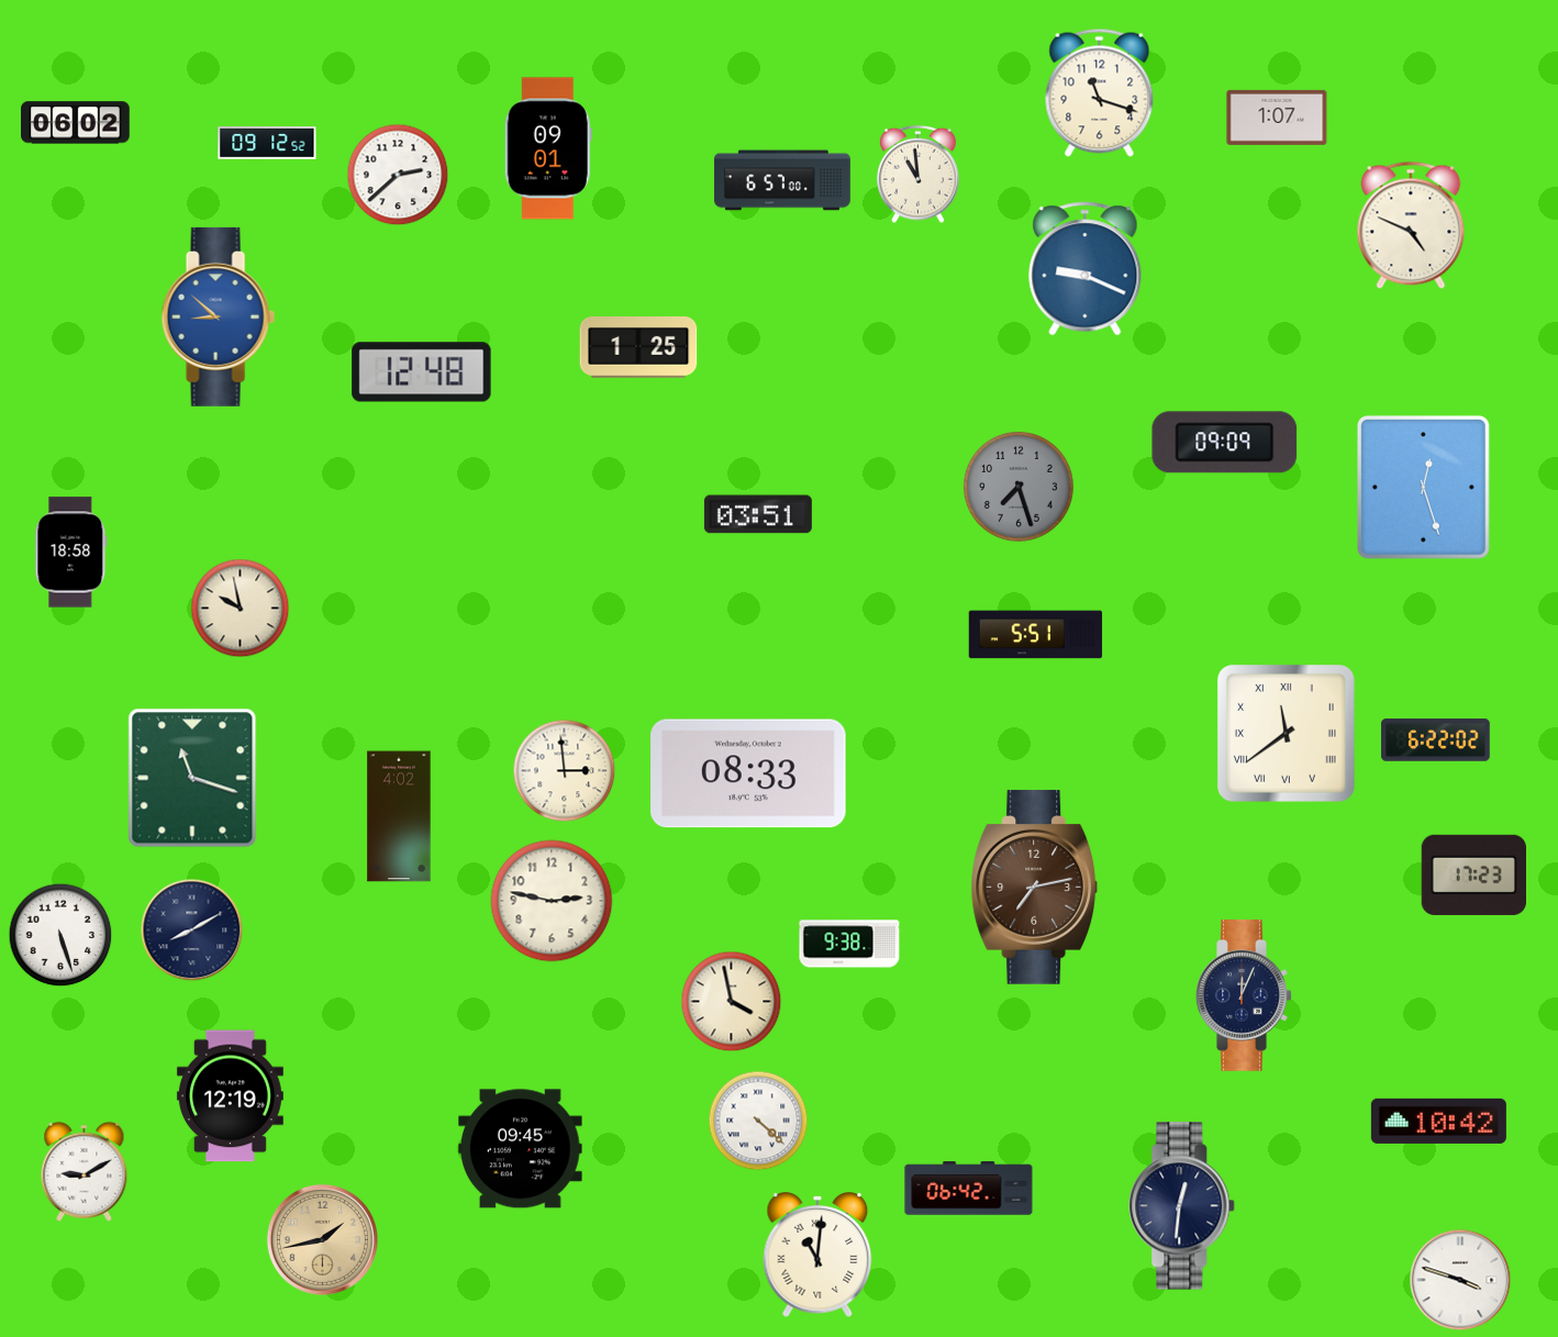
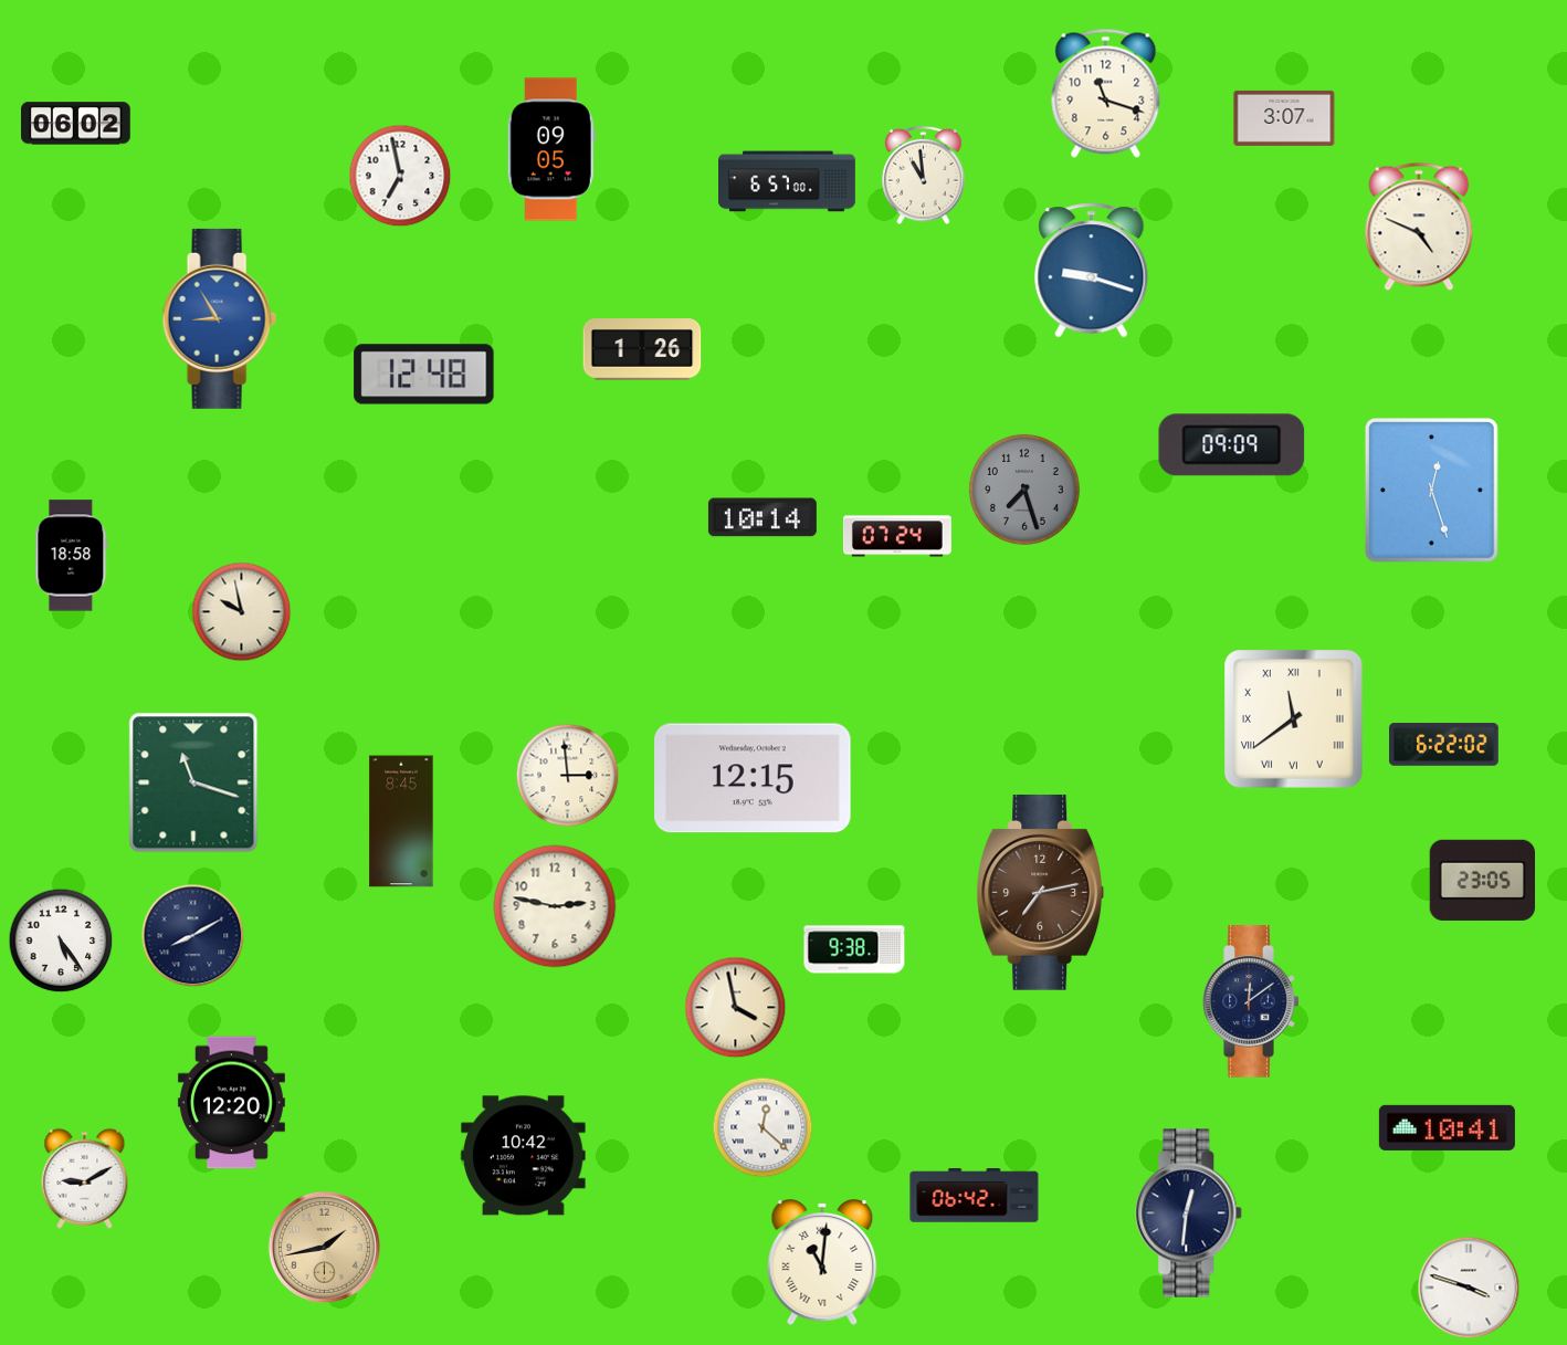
clock at (1277, 118): 1:07 -> 3:07
clock at (267, 144): 09:12 -> none
clock at (548, 148): 09:01 -> 09:05
clock at (398, 175): 2:38 -> 6:58
clock at (1086, 269): 9:19 -> 9:18
clock at (218, 316): 8:52 -> 8:55
clock at (638, 348): 1:25 -> 1:26
clock at (758, 514): 03:51 -> 10:14
clock at (897, 536): none -> 07:24
clock at (1036, 635): 5:51 -> none
clock at (1287, 734) position: (1287, 734) -> (1294, 719)
clock at (748, 773): 08:33 -> 12:15
clock at (399, 816): 4:02 -> 8:45
clock at (1473, 874): 17:23 -> 23:05
clock at (60, 935): 5:27 -> 5:24
clock at (1244, 996): 12:04 -> 12:09
clock at (230, 1096): 12:19 -> 12:20
clock at (758, 1121): 4:22 -> 12:22
clock at (1438, 1121): 10:42 -> 10:41
clock at (521, 1149): 09:45 -> 10:42
